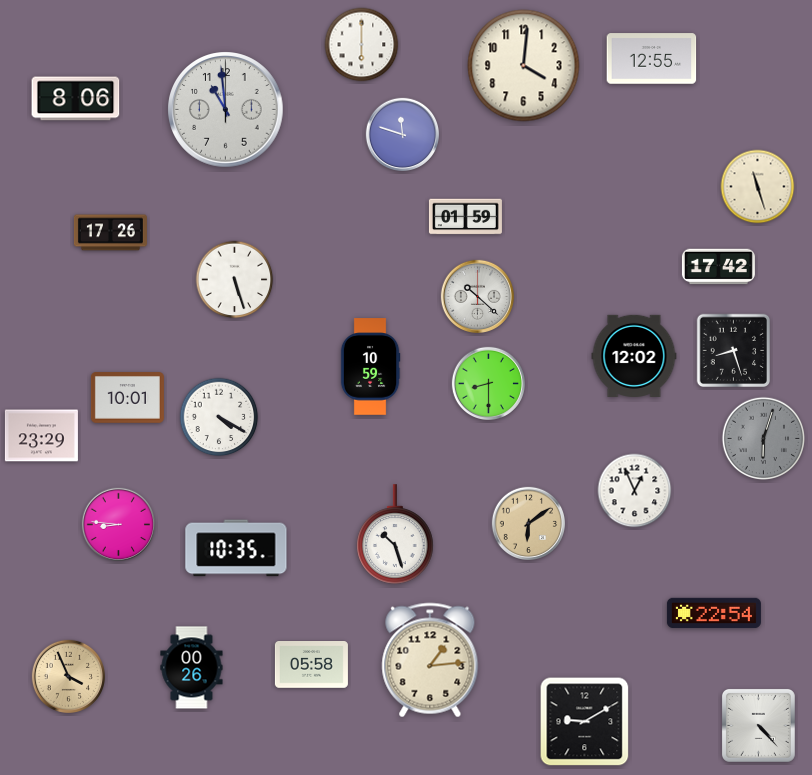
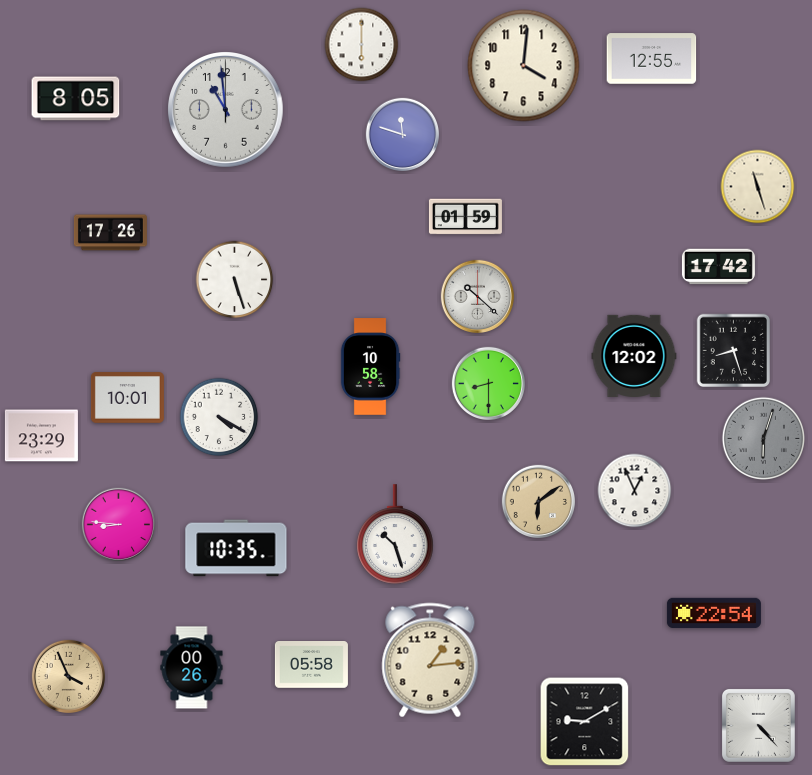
clock at (76, 99): 8:06 -> 8:05
clock at (370, 367): 10:59 -> 10:58
clock at (528, 523) position: (528, 523) -> (538, 501)
